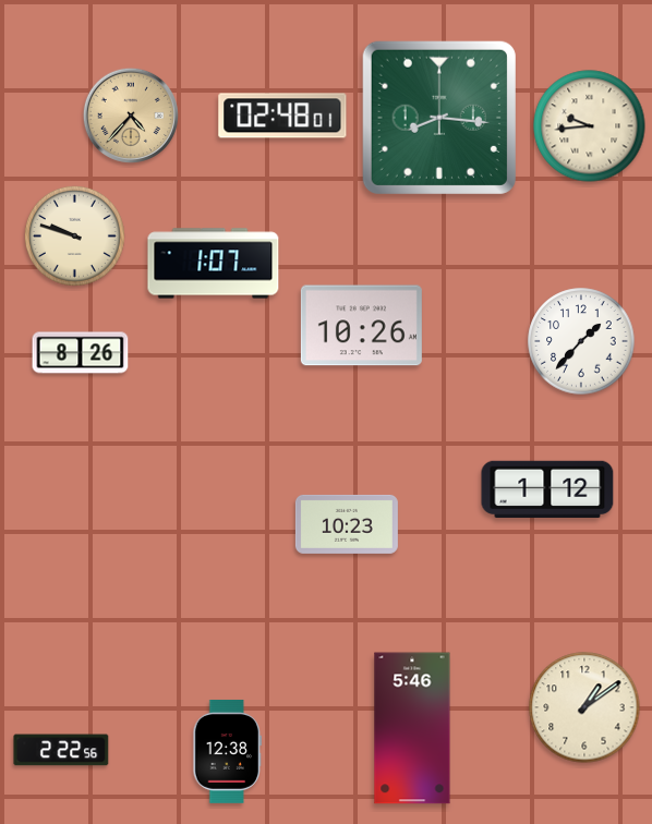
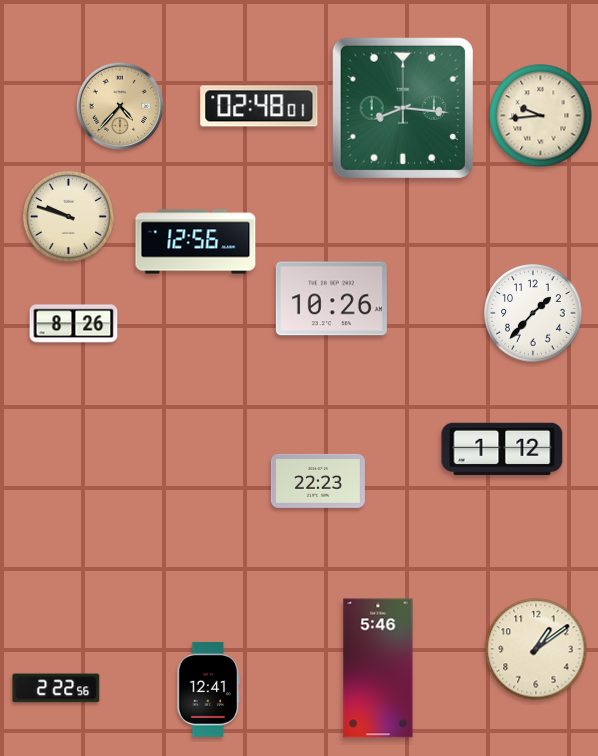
clock at (214, 264): 1:07 -> 12:56
clock at (347, 524): 10:23 -> 22:23
clock at (227, 751): 12:38 -> 12:41
